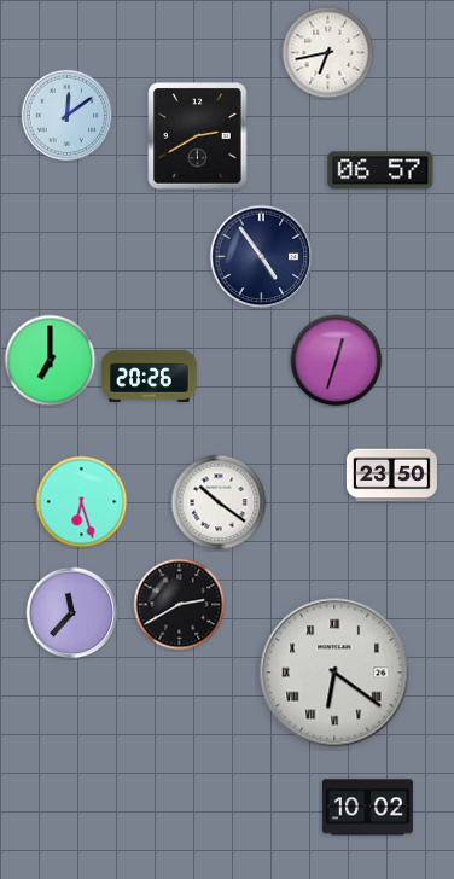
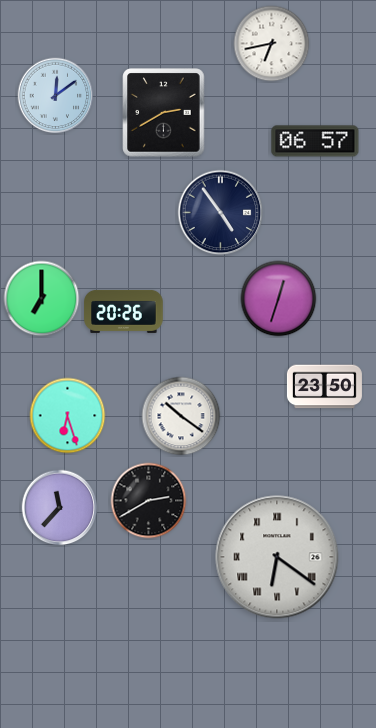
clock at (262, 257) position: (262, 257) -> (221, 213)
clock at (391, 476) position: (391, 476) -> (324, 387)
clock at (367, 808): 10:02 -> none
